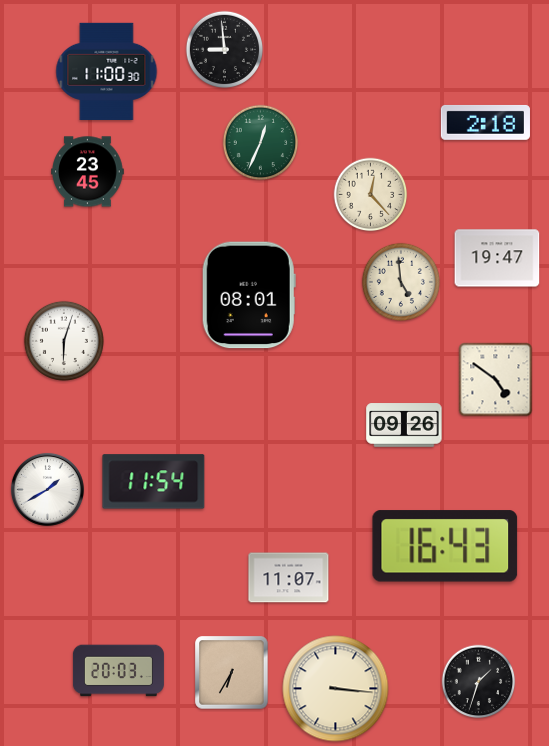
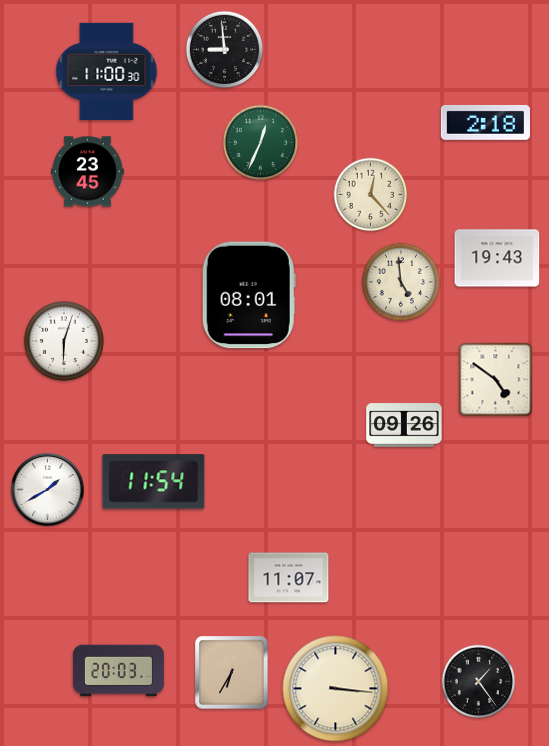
clock at (497, 258): 19:47 -> 19:43
clock at (445, 546): 16:43 -> none
clock at (479, 682): 1:33 -> 1:24
